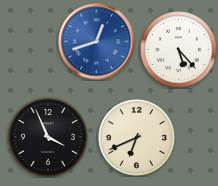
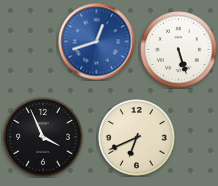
clock at (179, 50): 5:23 -> 5:27
clock at (48, 137) position: (48, 137) -> (43, 137)
